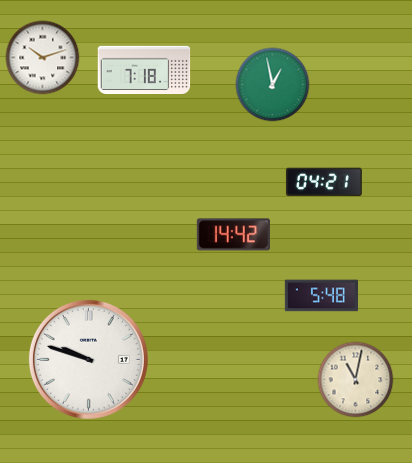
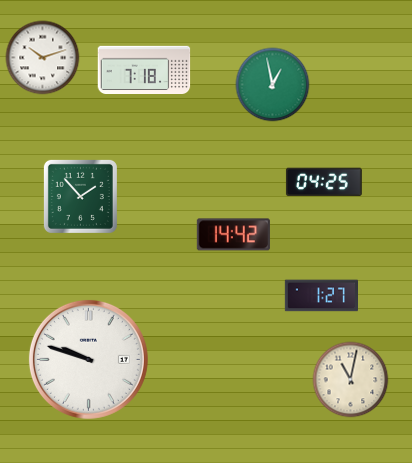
clock at (324, 182): 04:21 -> 04:25
clock at (80, 196): none -> 1:53
clock at (321, 296): 5:48 -> 1:27
clock at (356, 380) position: (356, 380) -> (351, 380)
